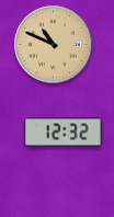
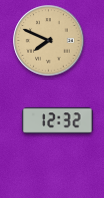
clock at (54, 45): 10:49 -> 7:49
